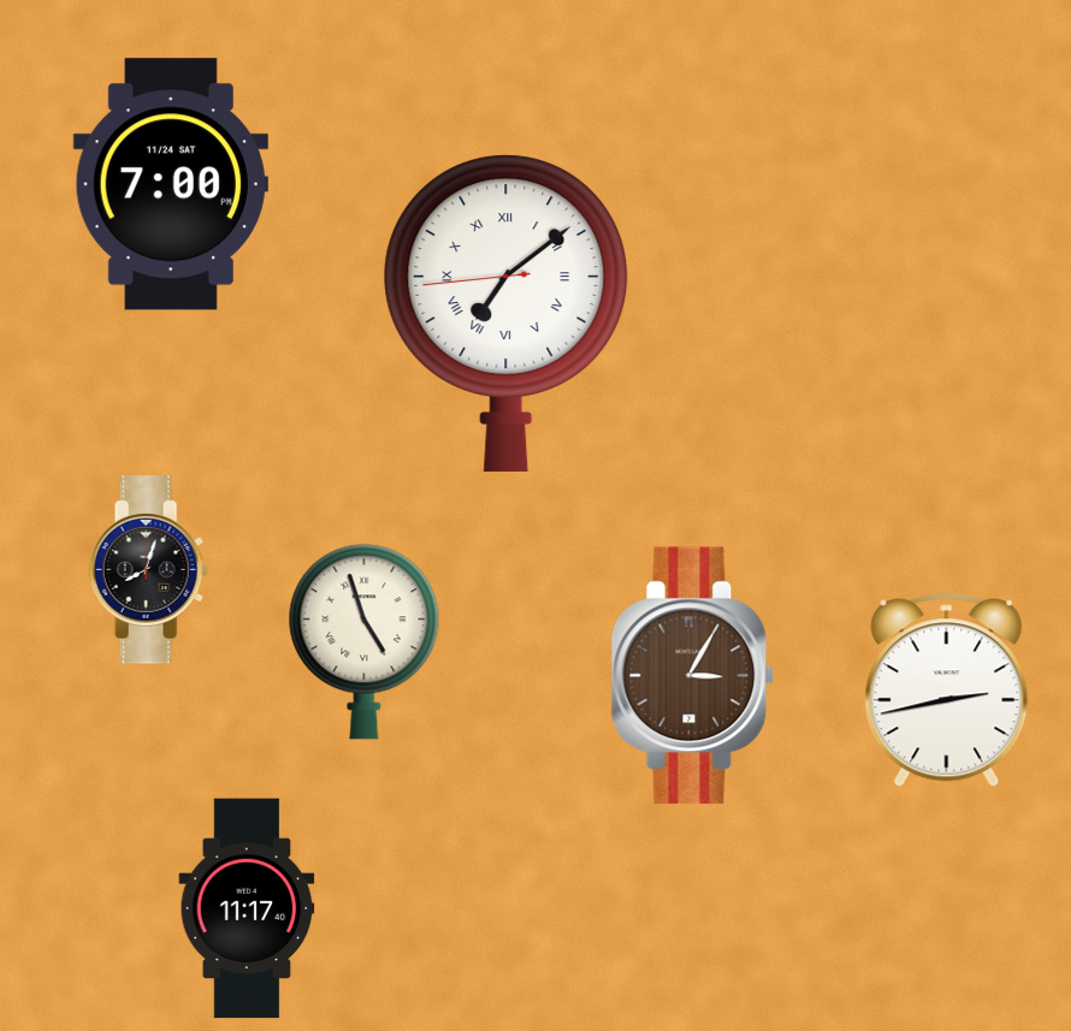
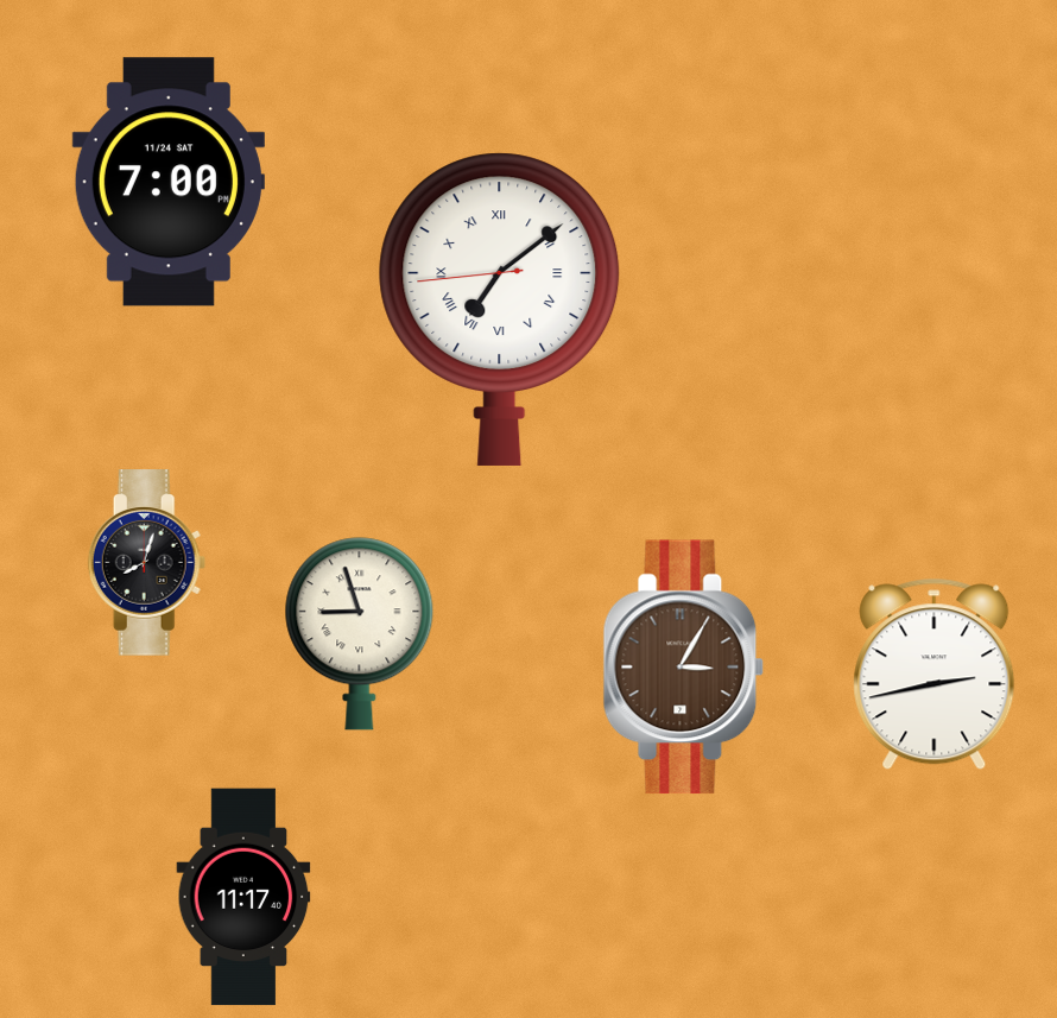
clock at (365, 642): 4:57 -> 8:57
clock at (947, 691) position: (947, 691) -> (935, 675)
